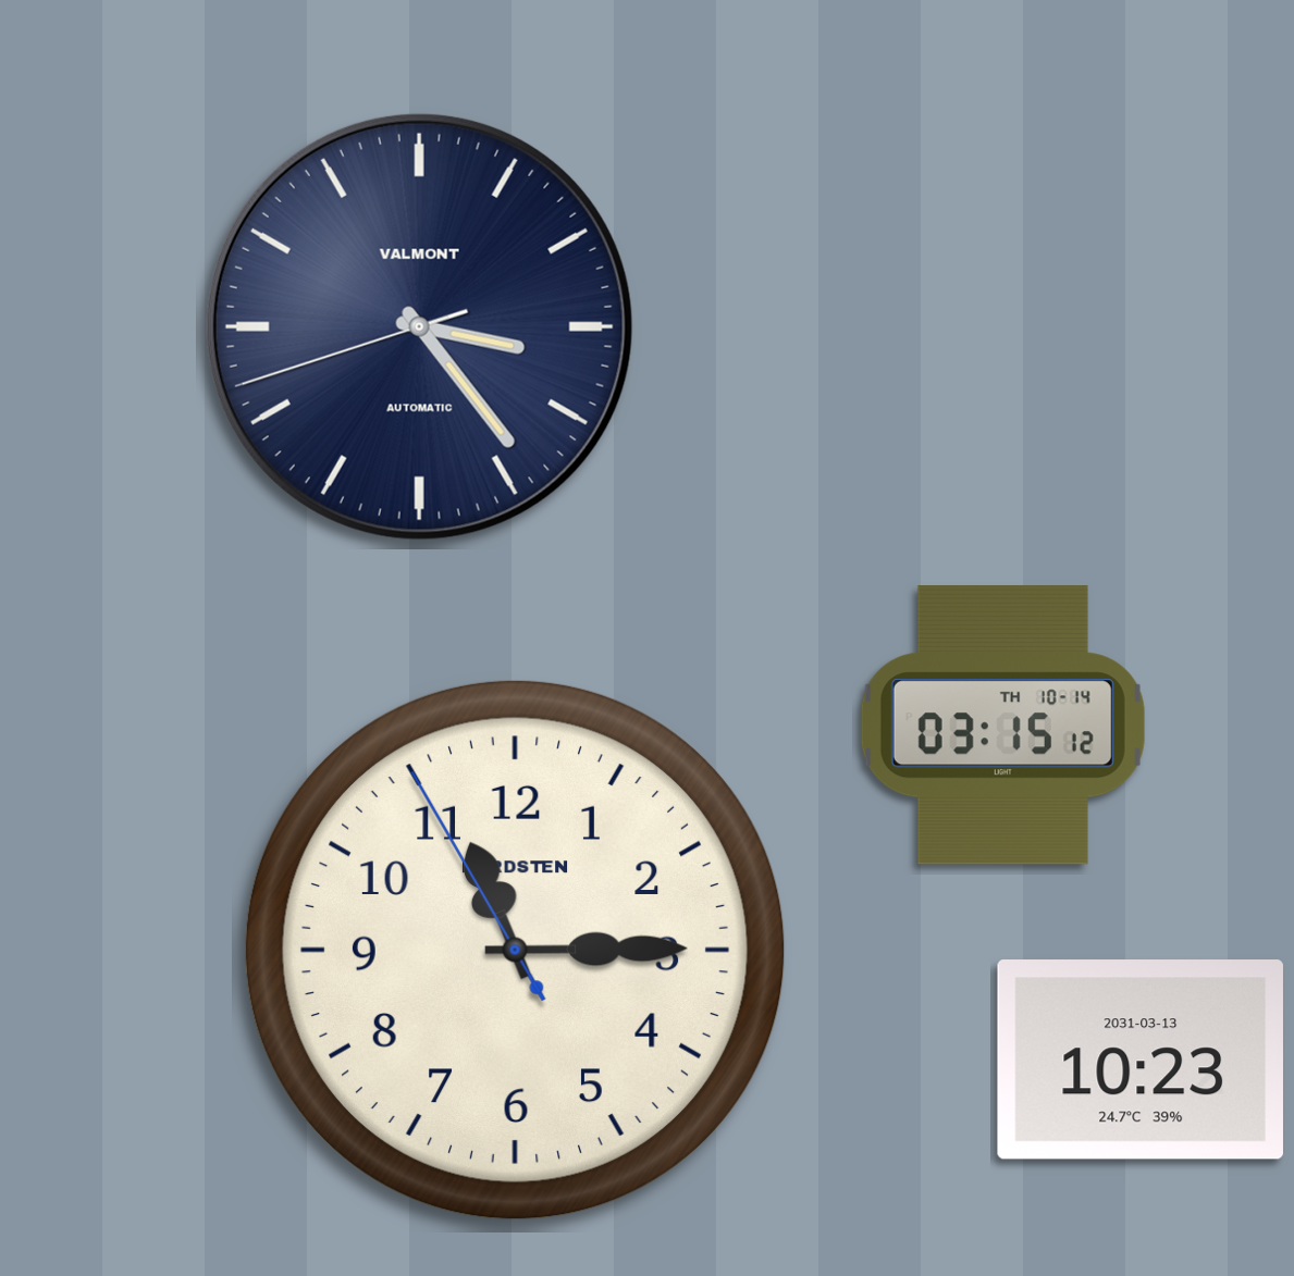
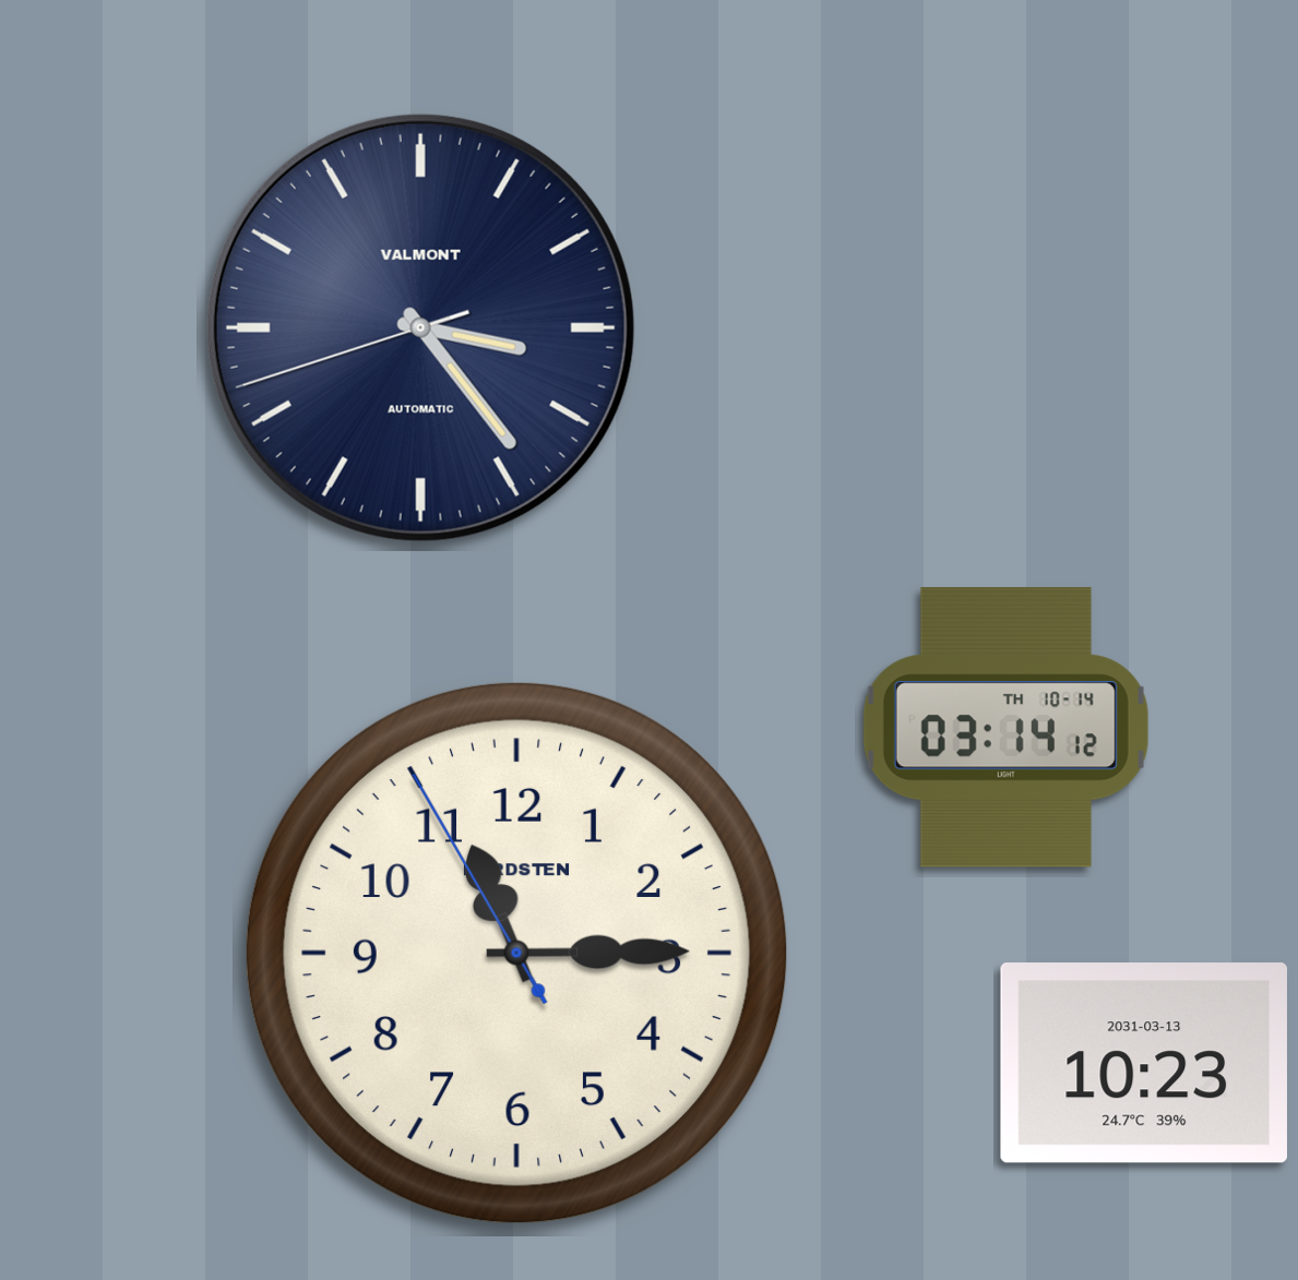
clock at (1002, 726): 03:15 -> 03:14
